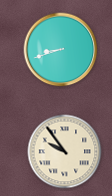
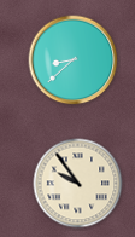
clock at (61, 50): 8:42 -> 8:38
